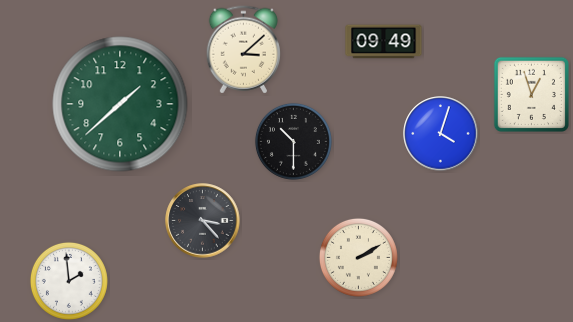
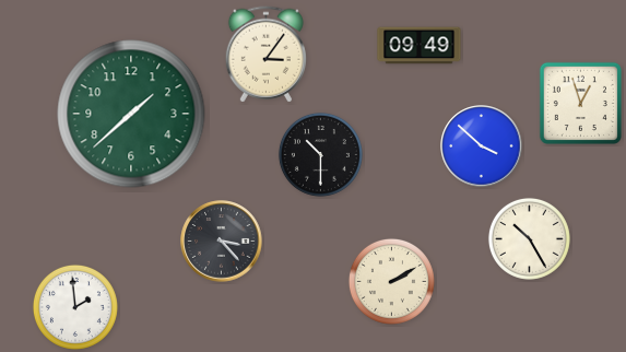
clock at (243, 50): 3:08 -> 3:06
clock at (441, 134): 4:03 -> 3:52
clock at (529, 238): none -> 10:25
